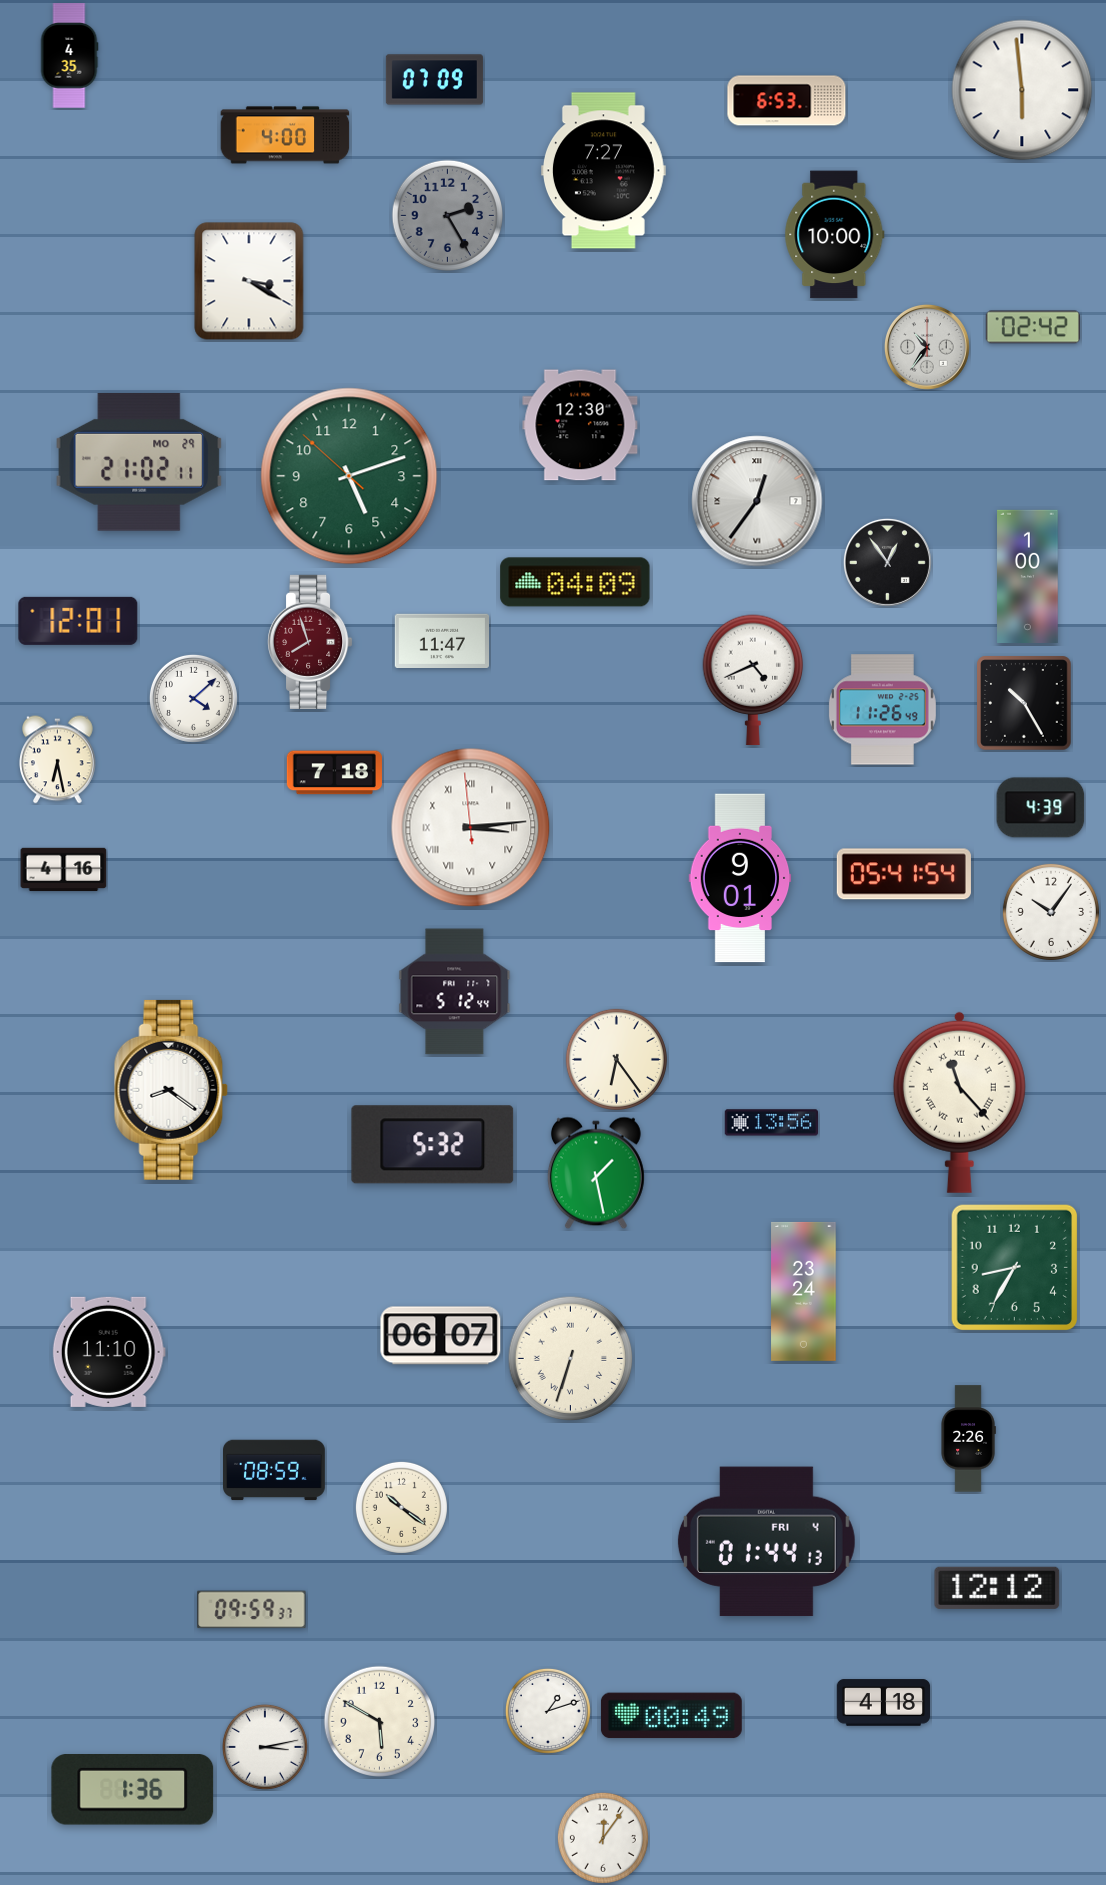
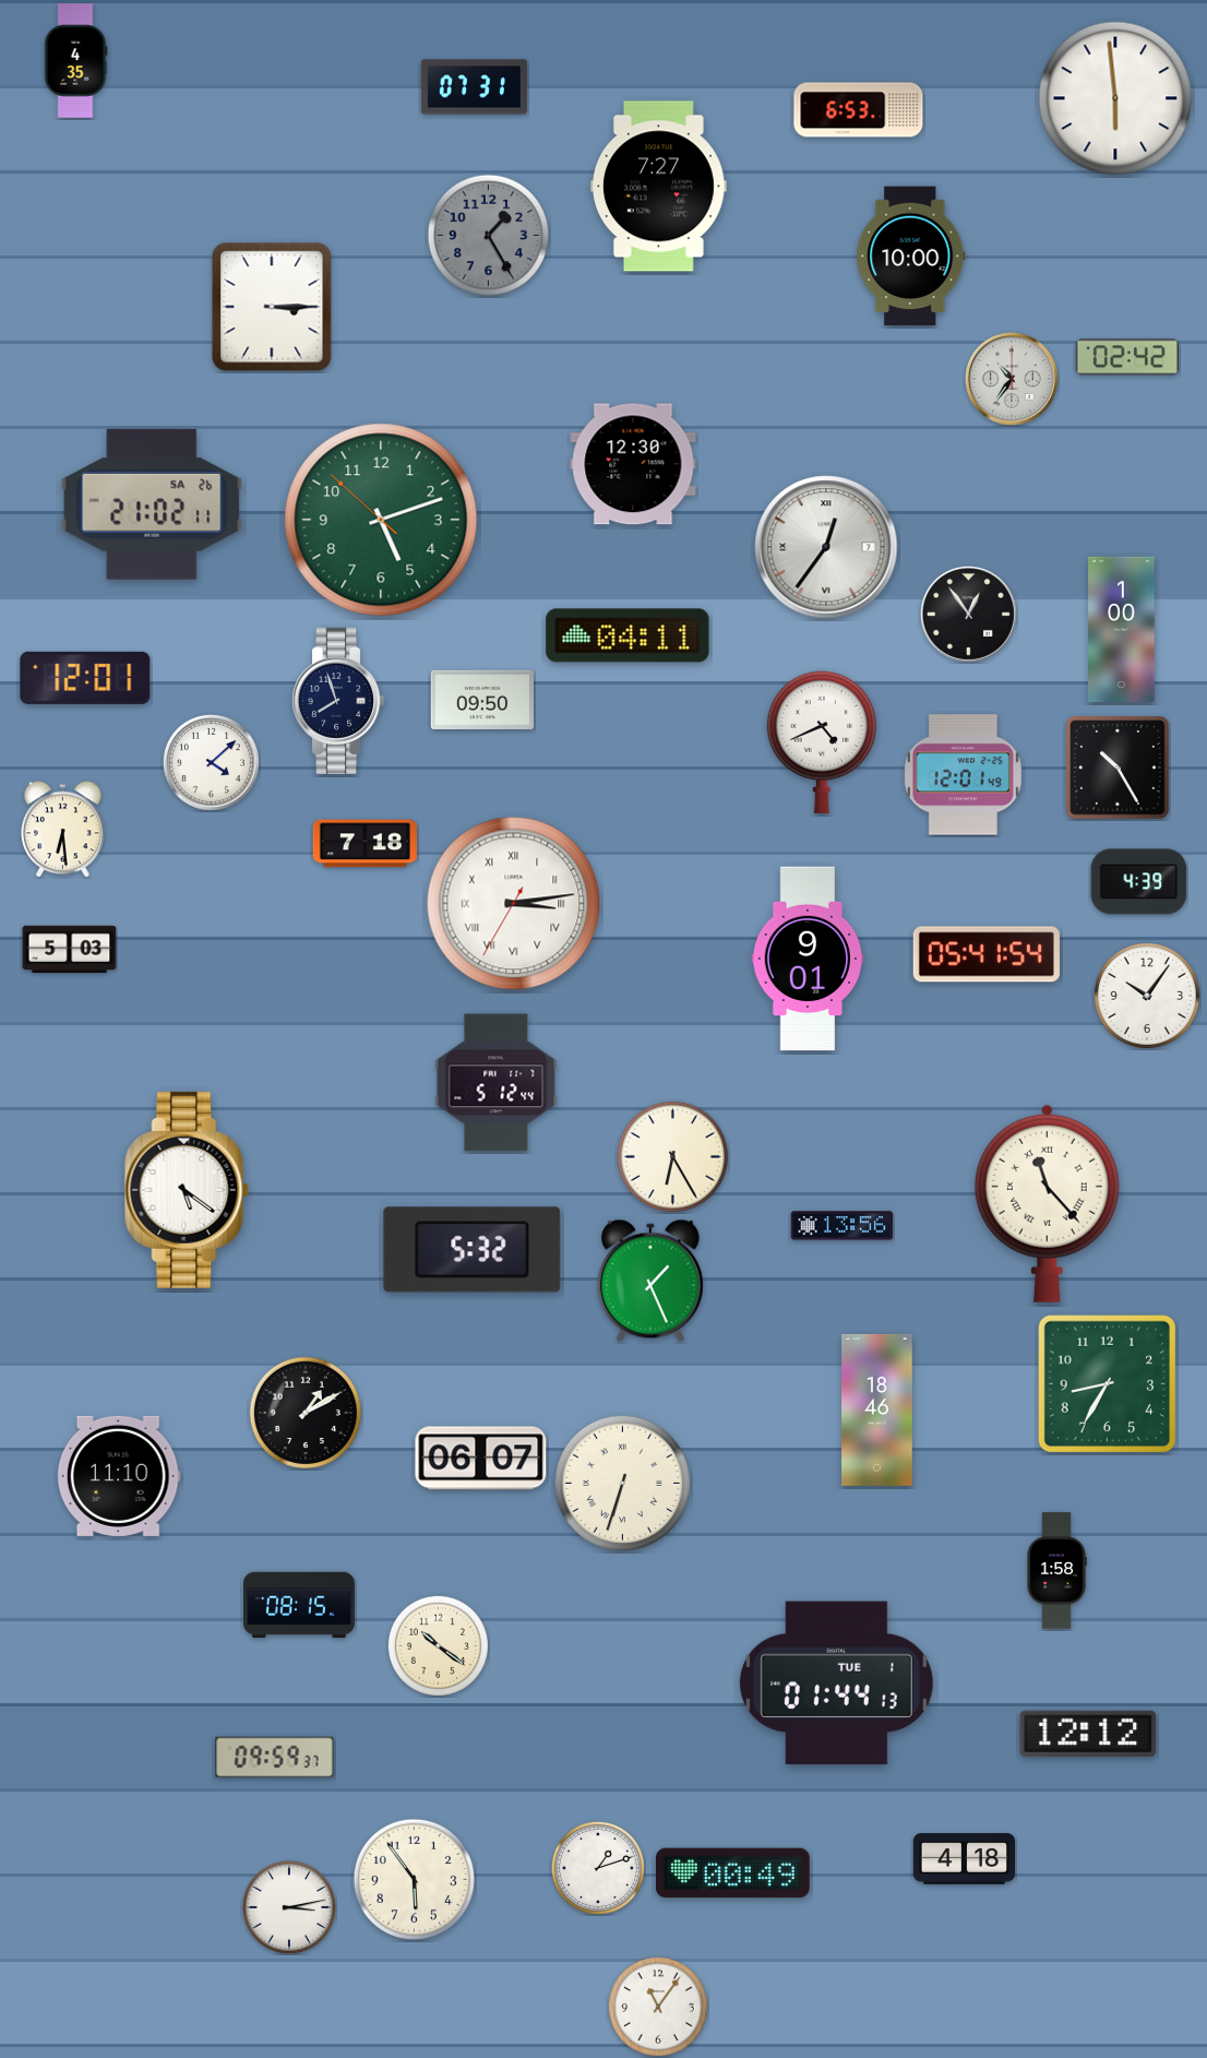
clock at (434, 80): 07:09 -> 07:31
clock at (285, 135): 4:00 -> none
clock at (447, 215): 2:25 -> 1:25
clock at (249, 281): 3:20 -> 3:15
clock at (139, 462) date: MO 29 -> SA 26
clock at (575, 582): 04:09 -> 04:11
clock at (441, 640): 11:47 -> 09:50
clock at (311, 642) dial: burgundy -> navy
clock at (882, 710): 11:26 -> 12:01
clock at (58, 760): 6:28 -> 6:29
clock at (1041, 808) position: (1041, 808) -> (1139, 882)
clock at (471, 828): 3:13:59 -> 3:13:35
clock at (64, 870): 4:16 -> 5:03
clock at (616, 1059): 6:24 -> 6:25
clock at (171, 1090): 8:21 -> 5:21
clock at (596, 1173): 1:28 -> 1:26
clock at (804, 1291): 23:24 -> 18:46
clock at (306, 1413): none -> 1:10
clock at (968, 1439): 2:26 -> 1:58
clock at (275, 1470): 08:59 -> 08:15
clock at (766, 1542) date: FRI 4 -> TUE 1
clock at (379, 1721): 5:50 -> 5:54
clock at (133, 1790): 1:36 -> none
clock at (603, 1838): 12:06 -> 11:06
